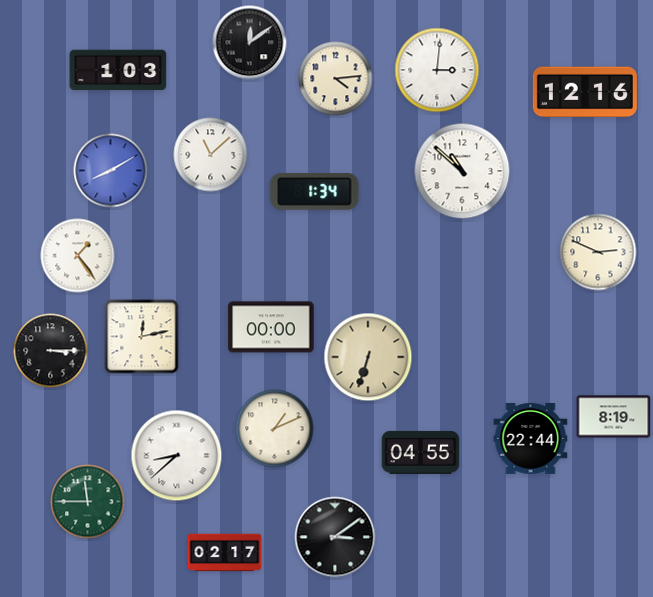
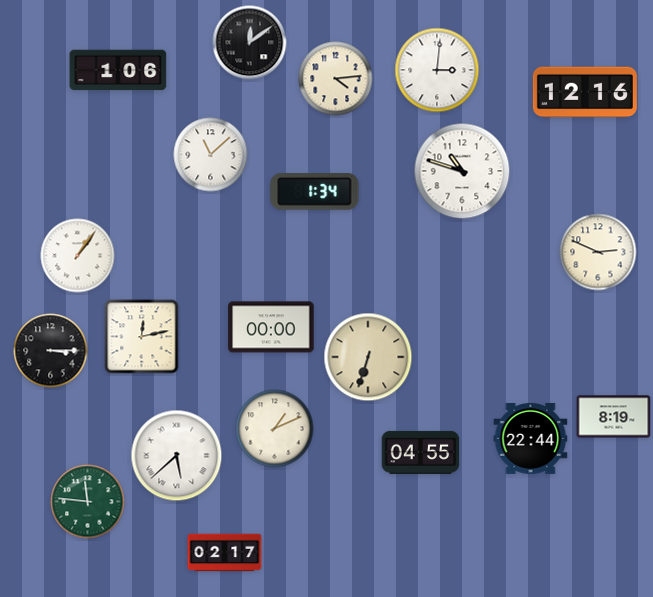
clock at (118, 70): 1:03 -> 1:06
clock at (111, 171): 8:10 -> none
clock at (462, 171): 10:52 -> 10:48
clock at (78, 256): 1:24 -> 1:06
clock at (177, 456): 8:38 -> 5:38
clock at (88, 502): 11:45 -> 11:46
clock at (335, 537): 3:09 -> none
